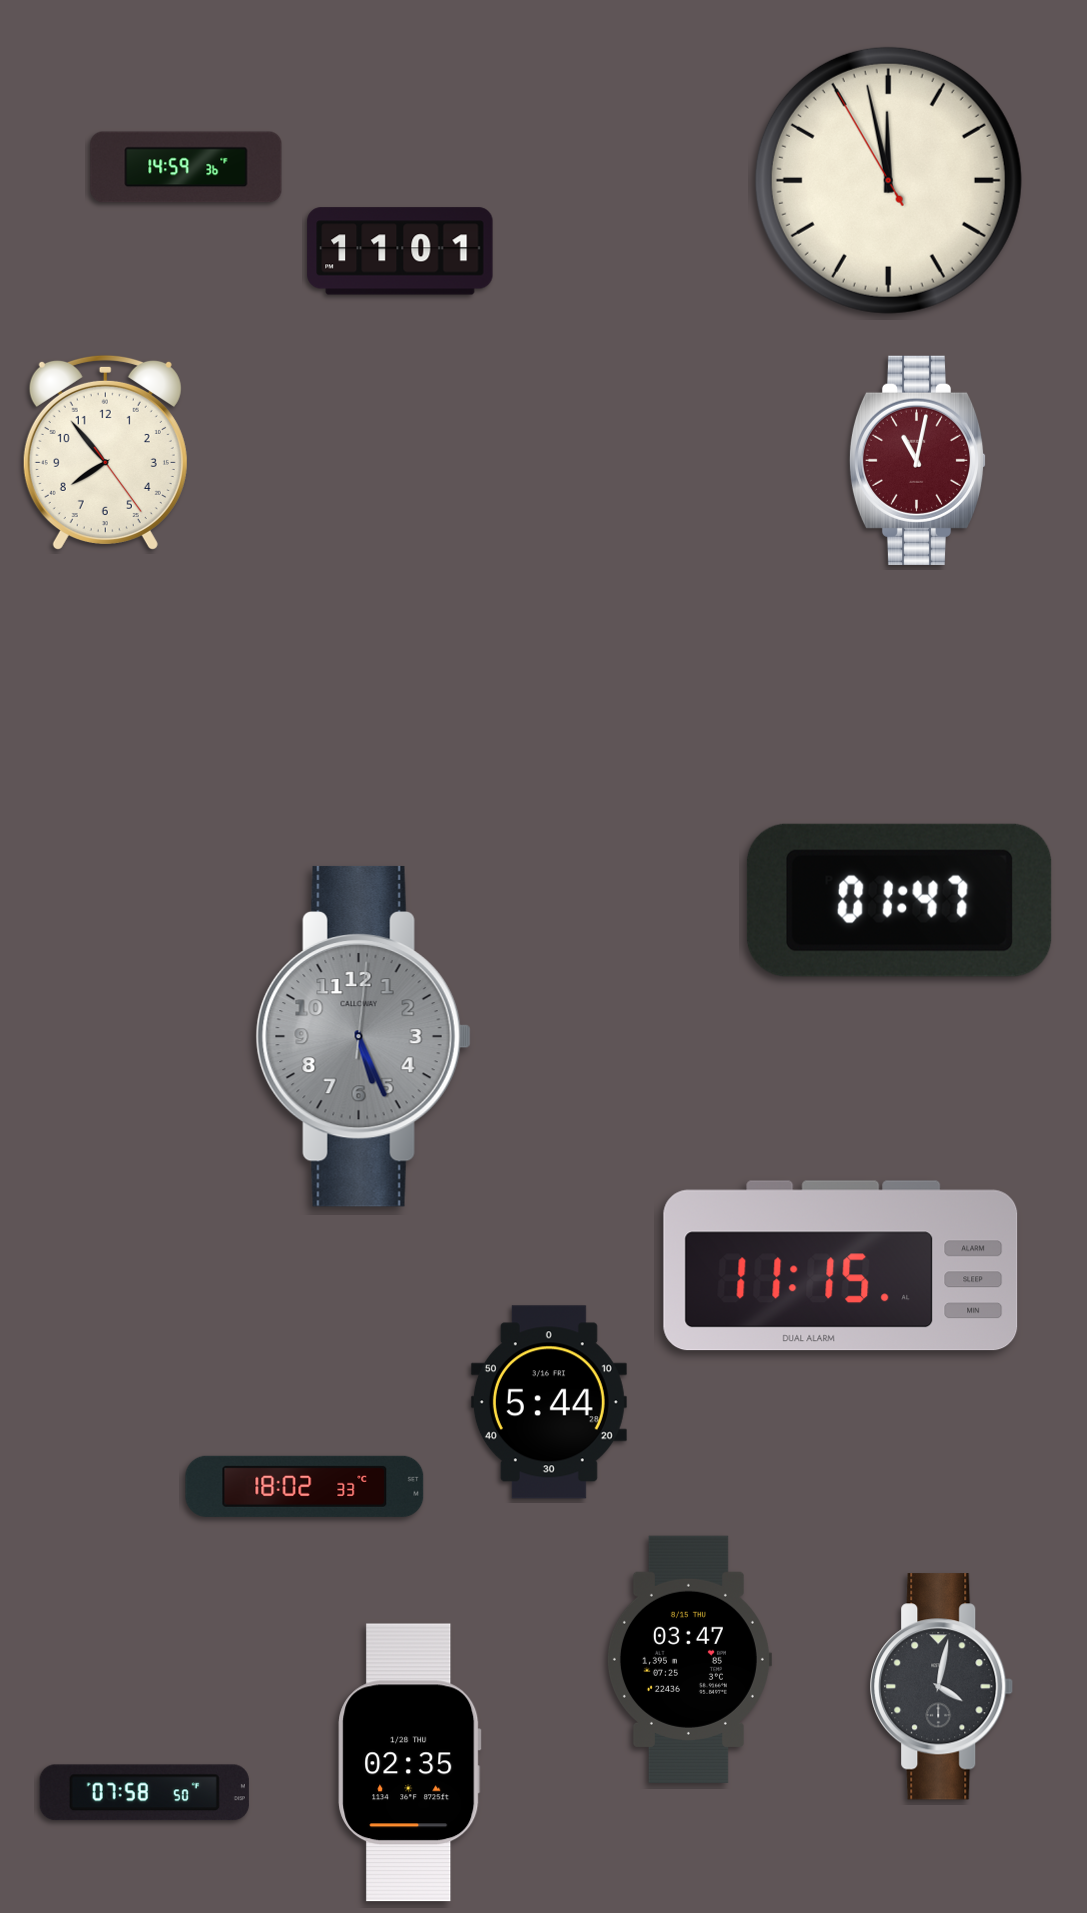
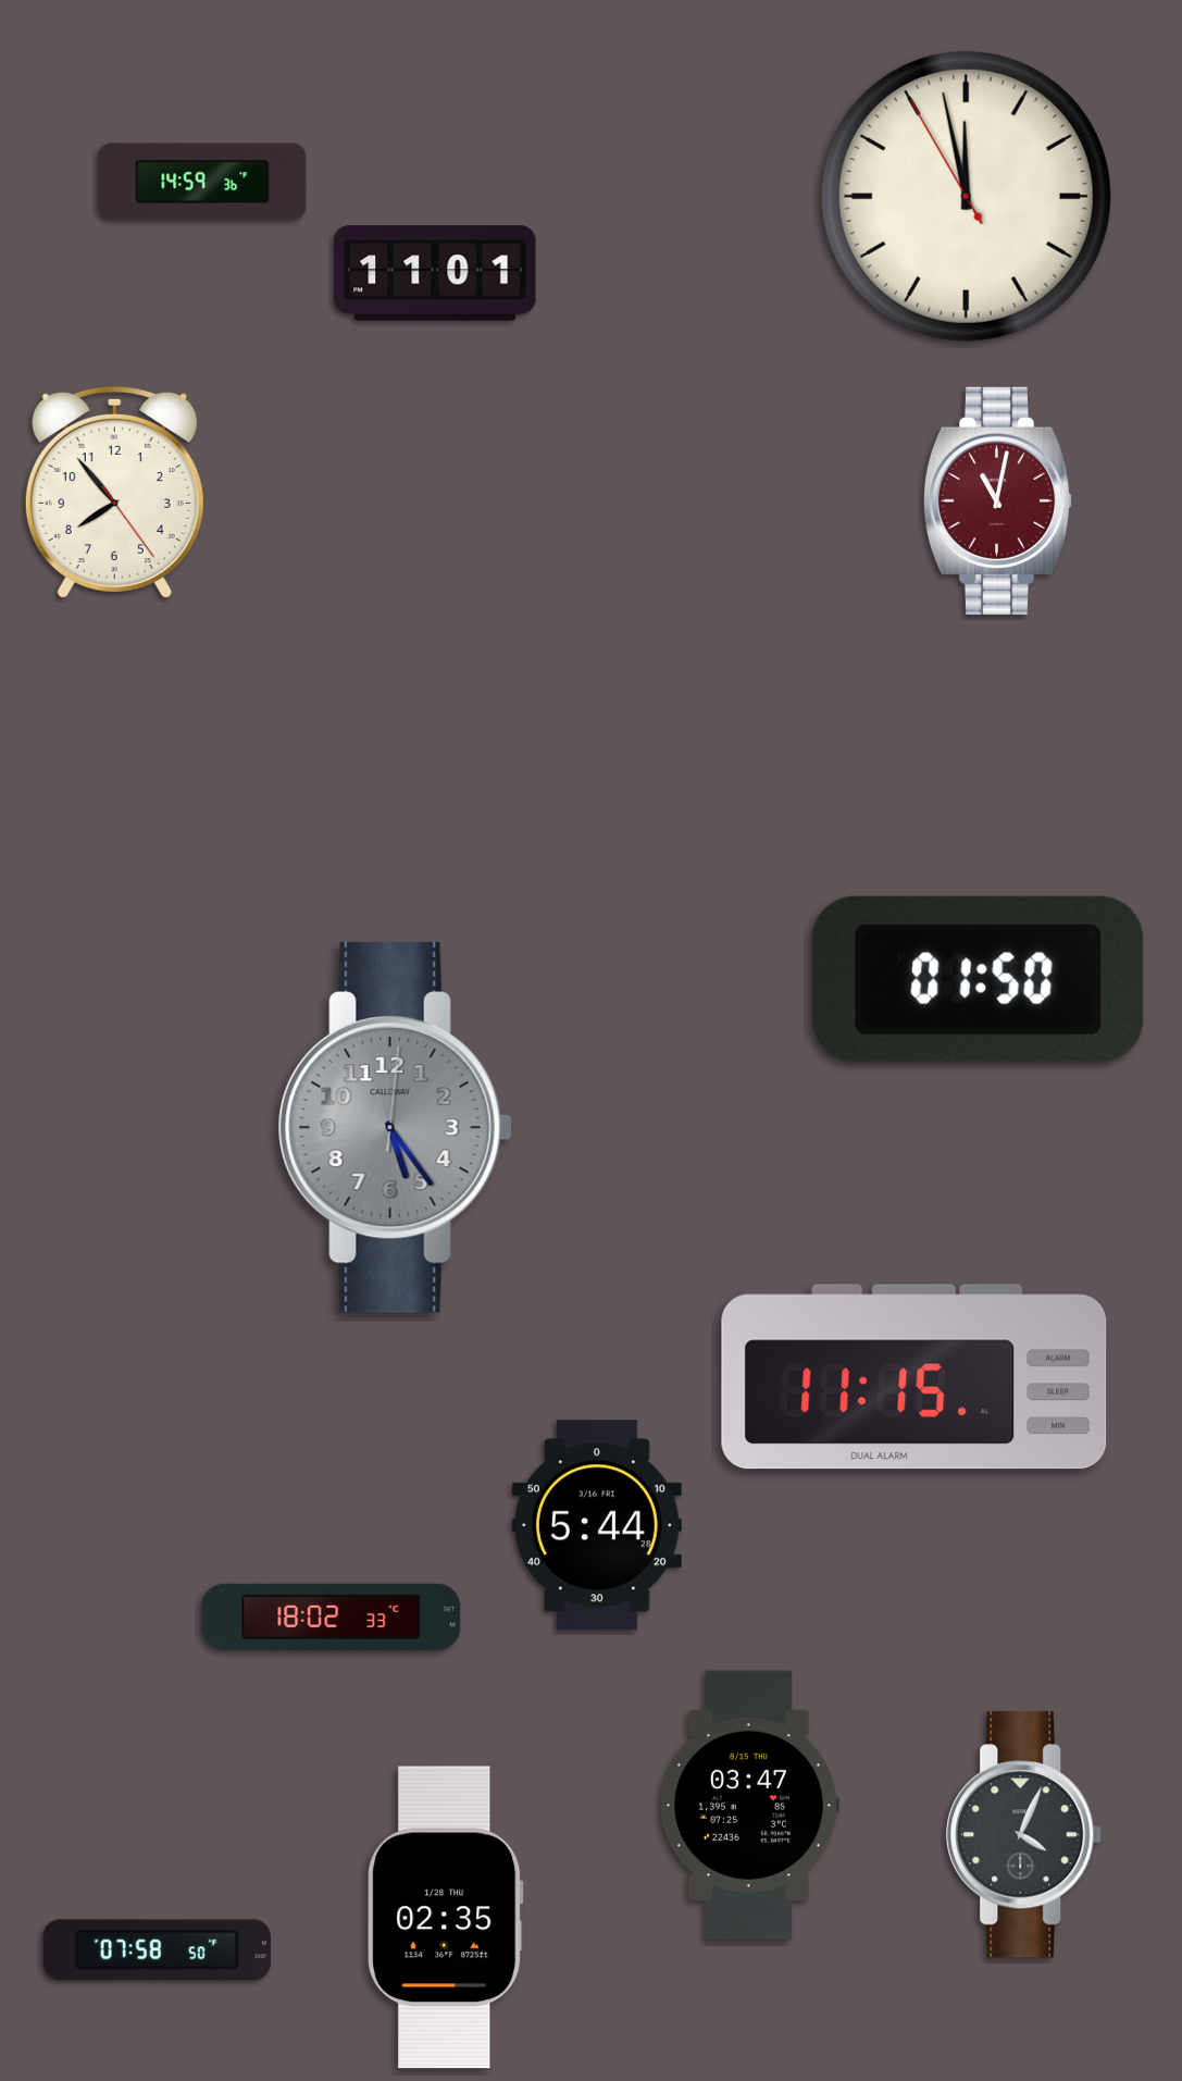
clock at (899, 900): 01:47 -> 01:50
clock at (363, 1036): 5:26 -> 5:24
clock at (942, 1687): 4:02 -> 4:04
